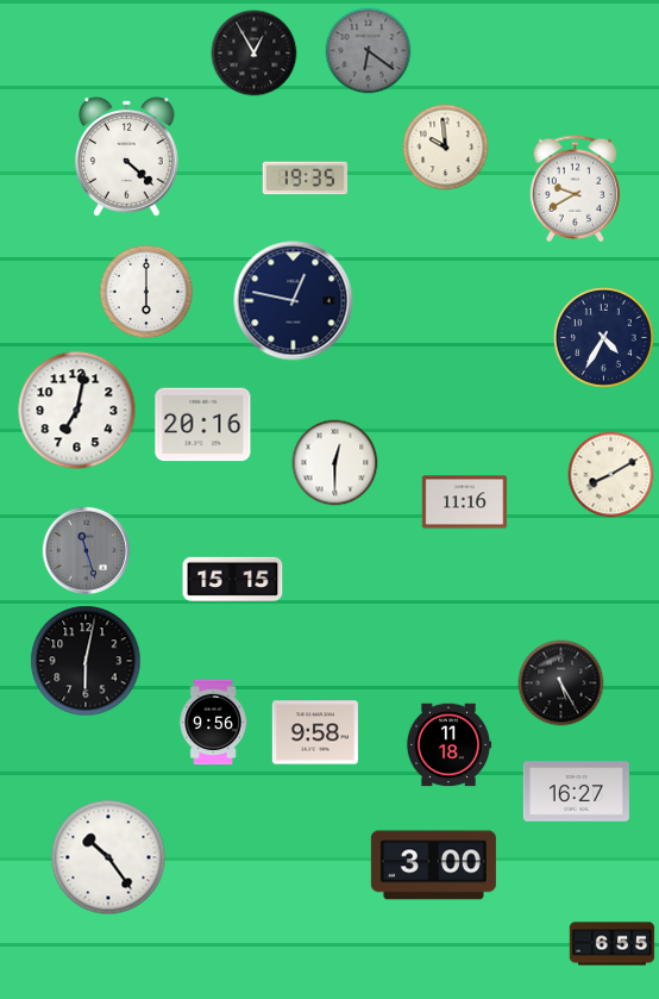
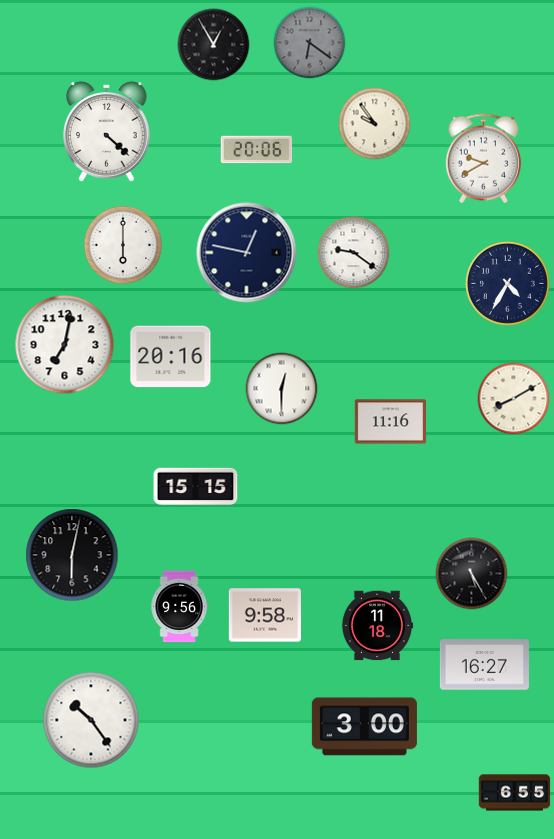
clock at (446, 148): 9:59 -> 9:54
clock at (306, 179): 19:35 -> 20:06
clock at (354, 253): none -> 9:21
clock at (87, 551): 11:27 -> none
